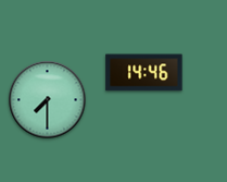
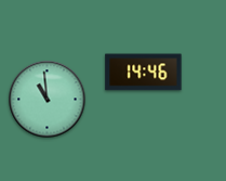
clock at (48, 100): 7:30 -> 10:59
